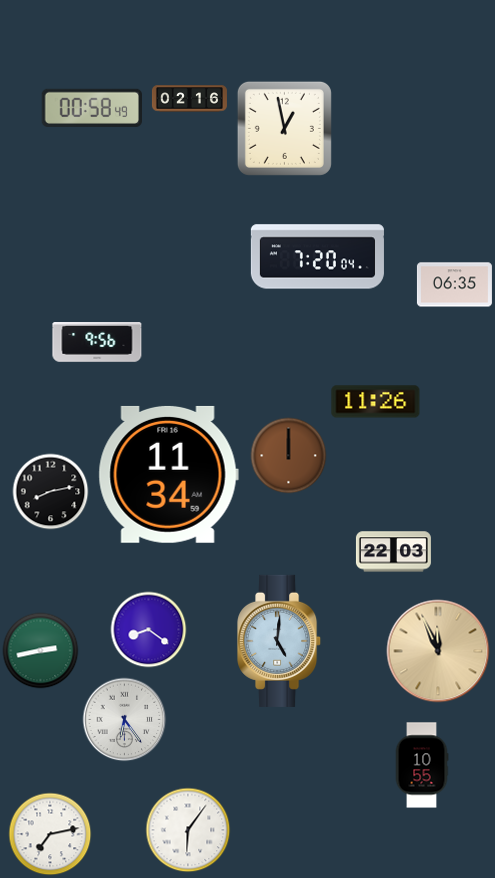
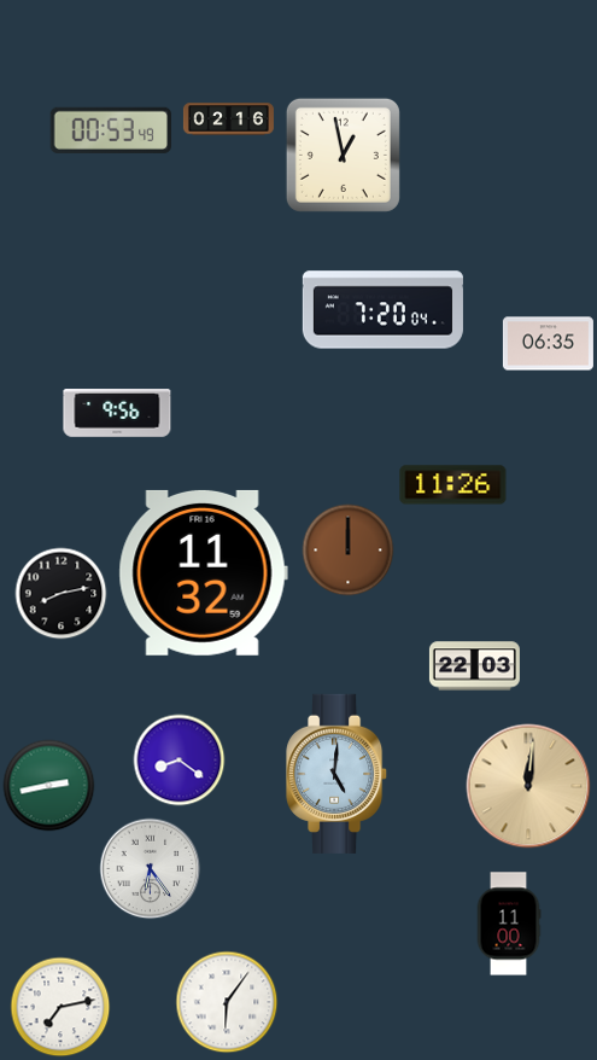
clock at (91, 108): 00:58 -> 00:53
clock at (168, 474): 11:34 -> 11:32
clock at (438, 651): 11:56 -> 12:01
clock at (422, 765): 10:55 -> 11:00
